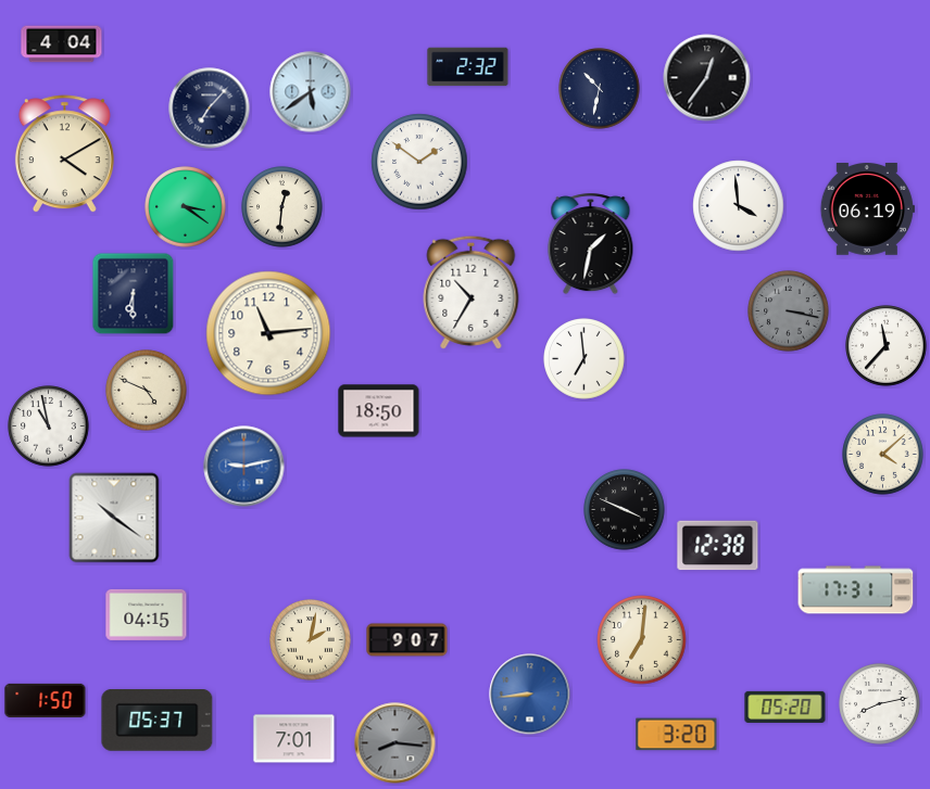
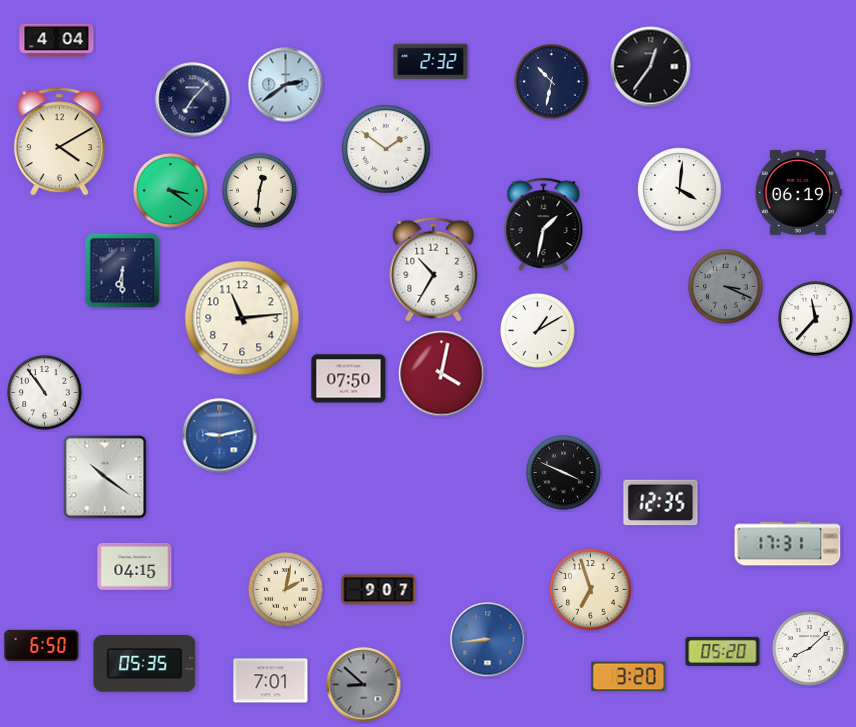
clock at (707, 78) position: (707, 78) -> (651, 67)
clock at (311, 92): 5:39 -> 2:39
clock at (739, 206): 3:59 -> 4:01
clock at (789, 311): 3:17 -> 3:19
clock at (268, 333) position: (268, 333) -> (242, 318)
clock at (585, 359): 6:59 -> 1:10
clock at (147, 391): 4:49 -> none
clock at (442, 374): none -> 4:02
clock at (379, 411): 18:50 -> 07:50
clock at (49, 427): 10:58 -> 10:54
clock at (883, 455): 4:08 -> none
clock at (244, 467) position: (244, 467) -> (220, 436)
clock at (625, 510) position: (625, 510) -> (564, 473)
clock at (718, 546): 12:38 -> 12:35
clock at (407, 640) position: (407, 640) -> (379, 590)
clock at (642, 640): 7:01 -> 6:57
clock at (46, 700): 1:50 -> 6:50
clock at (880, 704): 8:13 -> 8:08
clock at (158, 721): 05:37 -> 05:35
clock at (677, 735) position: (677, 735) -> (629, 677)
clock at (395, 743): 8:16 -> 8:52
